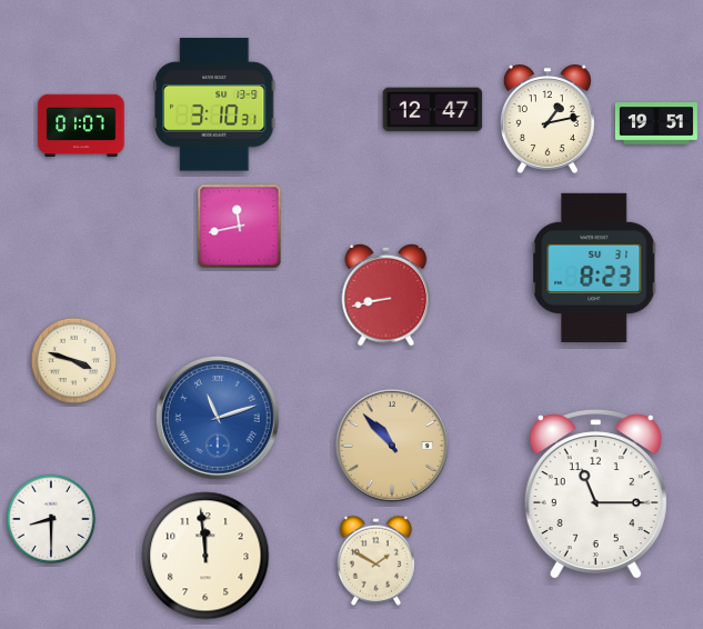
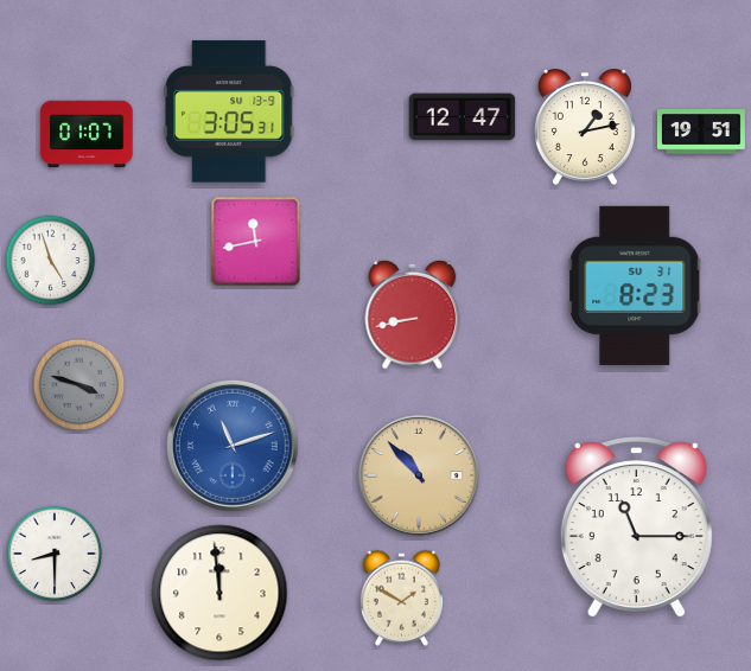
clock at (214, 104): 3:10 -> 3:05
clock at (51, 261): none -> 4:57
clock at (74, 361) dial: cream -> grey
